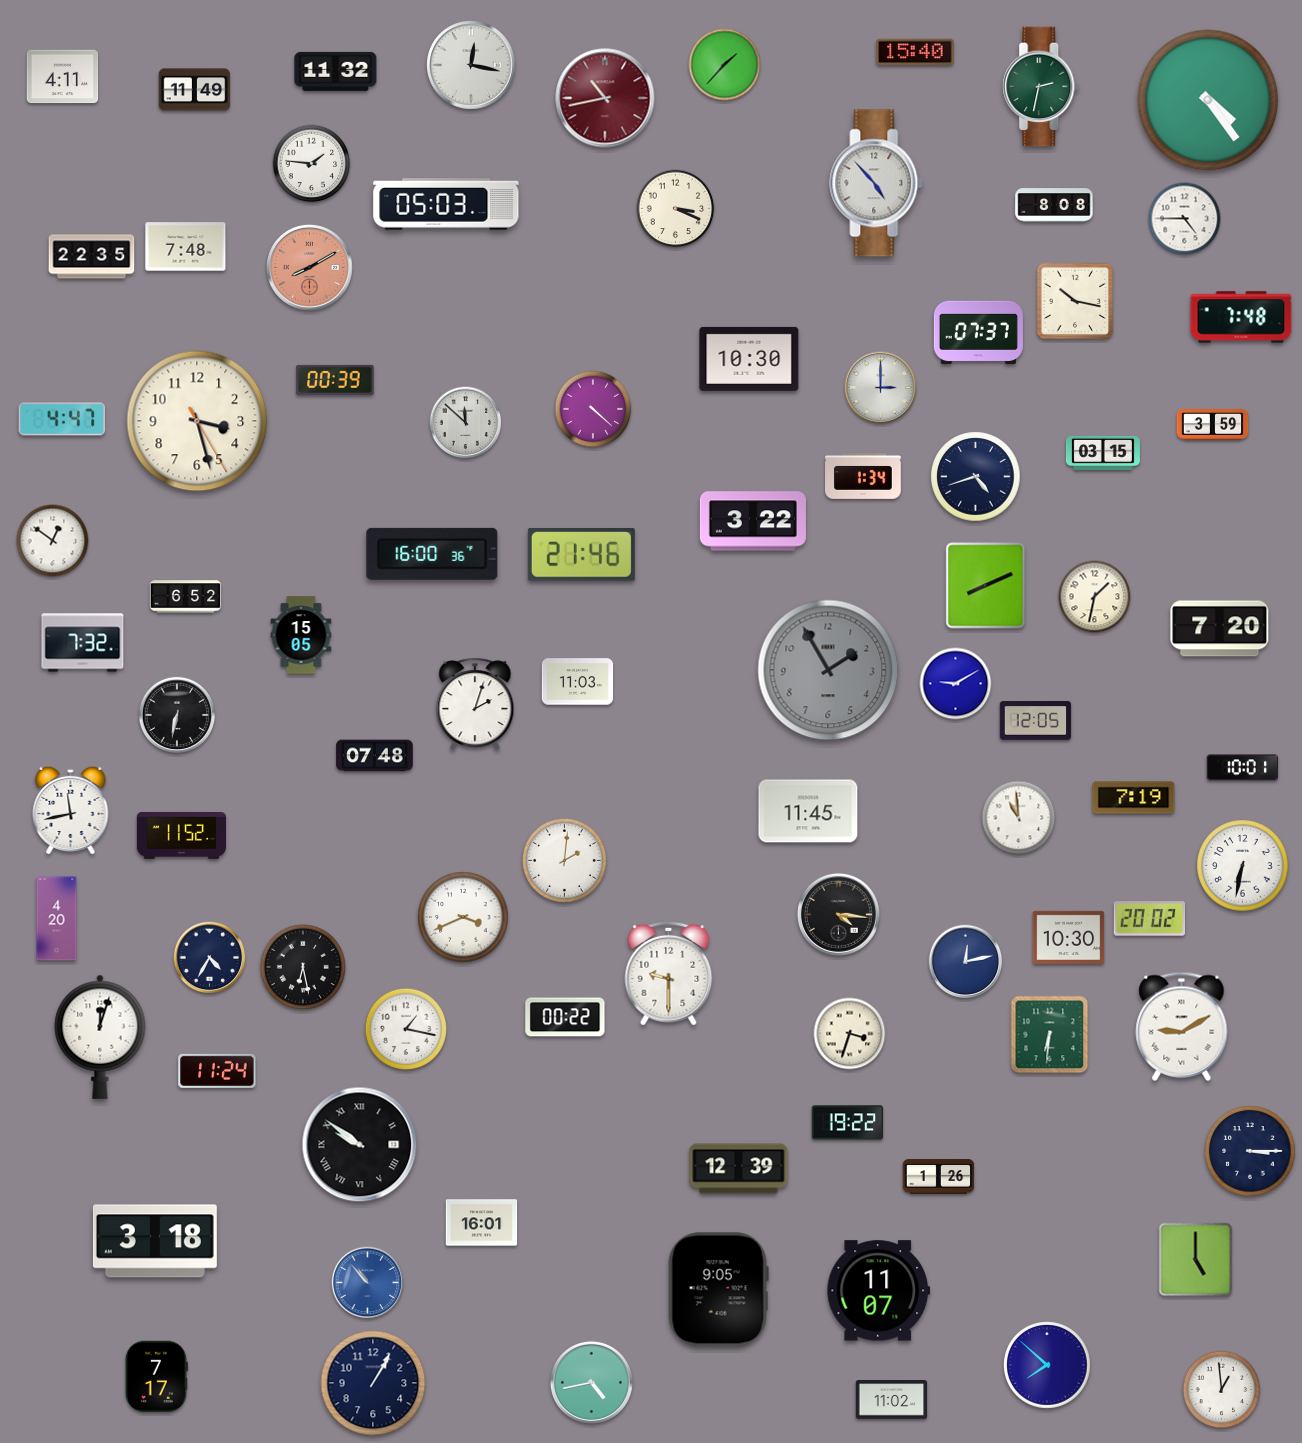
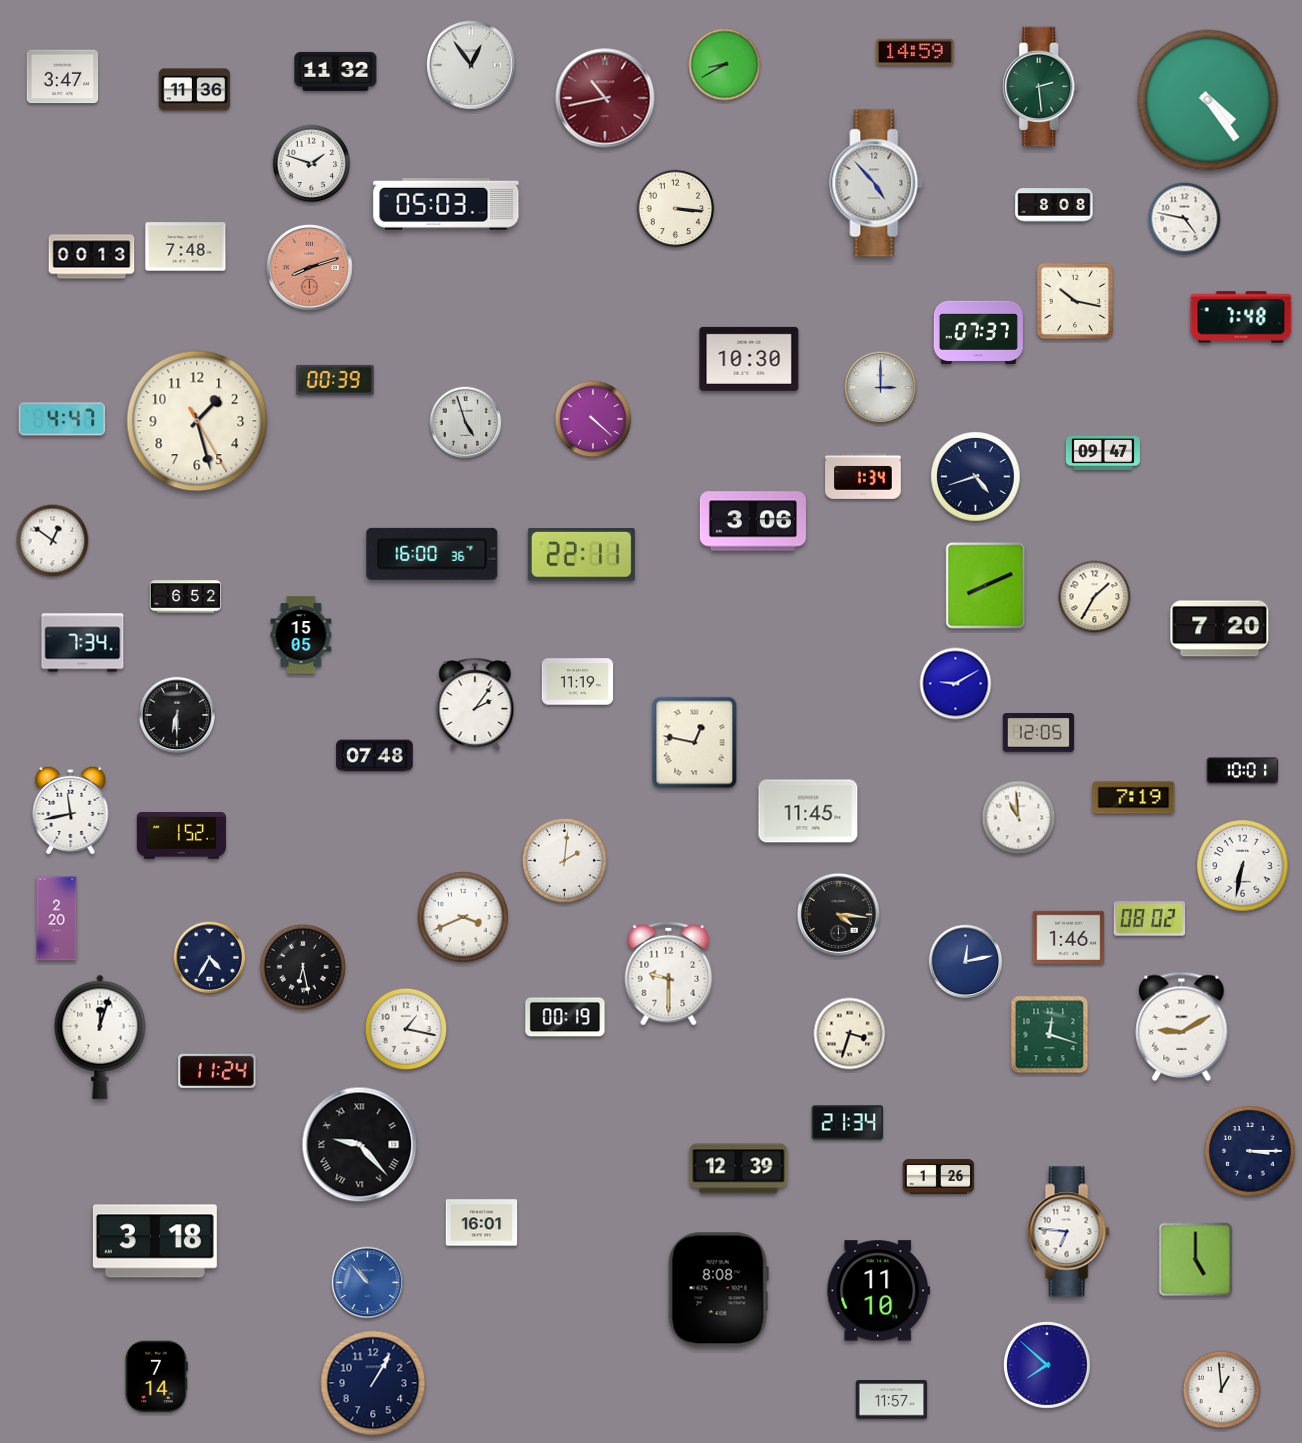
clock at (915, 51): 15:40 -> 14:59
clock at (471, 65): 12:17 -> 12:54
clock at (725, 65): 1:37 -> 8:40
clock at (63, 77): 4:11 -> 3:47
clock at (1041, 87): 2:32 -> 2:29
clock at (195, 90): 11:49 -> 11:36
clock at (312, 164): 1:46 -> 1:48
clock at (676, 209): 3:19 -> 3:16
clock at (1185, 219): 4:45 -> 4:47
clock at (92, 257): 22:35 -> 00:13
clock at (310, 268): 8:10 -> 8:12
clock at (593, 409) position: (593, 409) -> (593, 419)
clock at (197, 421): 3:27 -> 1:27
clock at (466, 423): 11:52 -> 4:57
clock at (1213, 425): 3:59 -> none
clock at (1103, 453): 03:15 -> 09:47
clock at (753, 521): 3:22 -> 3:06
clock at (581, 555): 21:46 -> 22:11
clock at (1095, 597): 1:32 -> 1:35
clock at (83, 643): 7:32 -> 7:34
clock at (828, 670): 1:55 -> none
clock at (578, 682): 11:03 -> 11:19
clock at (475, 704): 2:03 -> 2:06
clock at (176, 714): 6:32 -> 6:30
clock at (1036, 721) position: (1036, 721) -> (1039, 733)
clock at (695, 743): none -> 12:47
clock at (1243, 768) position: (1243, 768) -> (1243, 771)
clock at (181, 836): 11:52 -> 1:52
clock at (57, 919): 4:20 -> 2:20
clock at (1150, 919): 20:02 -> 08:02
clock at (1069, 937): 10:30 -> 1:46
clock at (565, 1017): 00:22 -> 00:19
clock at (1050, 1035): 6:31 -> 12:18
clock at (848, 1123): 19:22 -> 21:34
clock at (360, 1145): 9:51 -> 9:23
clock at (1068, 1232): none -> 6:46
clock at (718, 1290): 9:05 -> 8:08
clock at (879, 1291): 11:07 -> 11:10
clock at (156, 1377): 7:17 -> 7:14
clock at (591, 1382): 4:43 -> none
clock at (892, 1400): 11:02 -> 11:57
